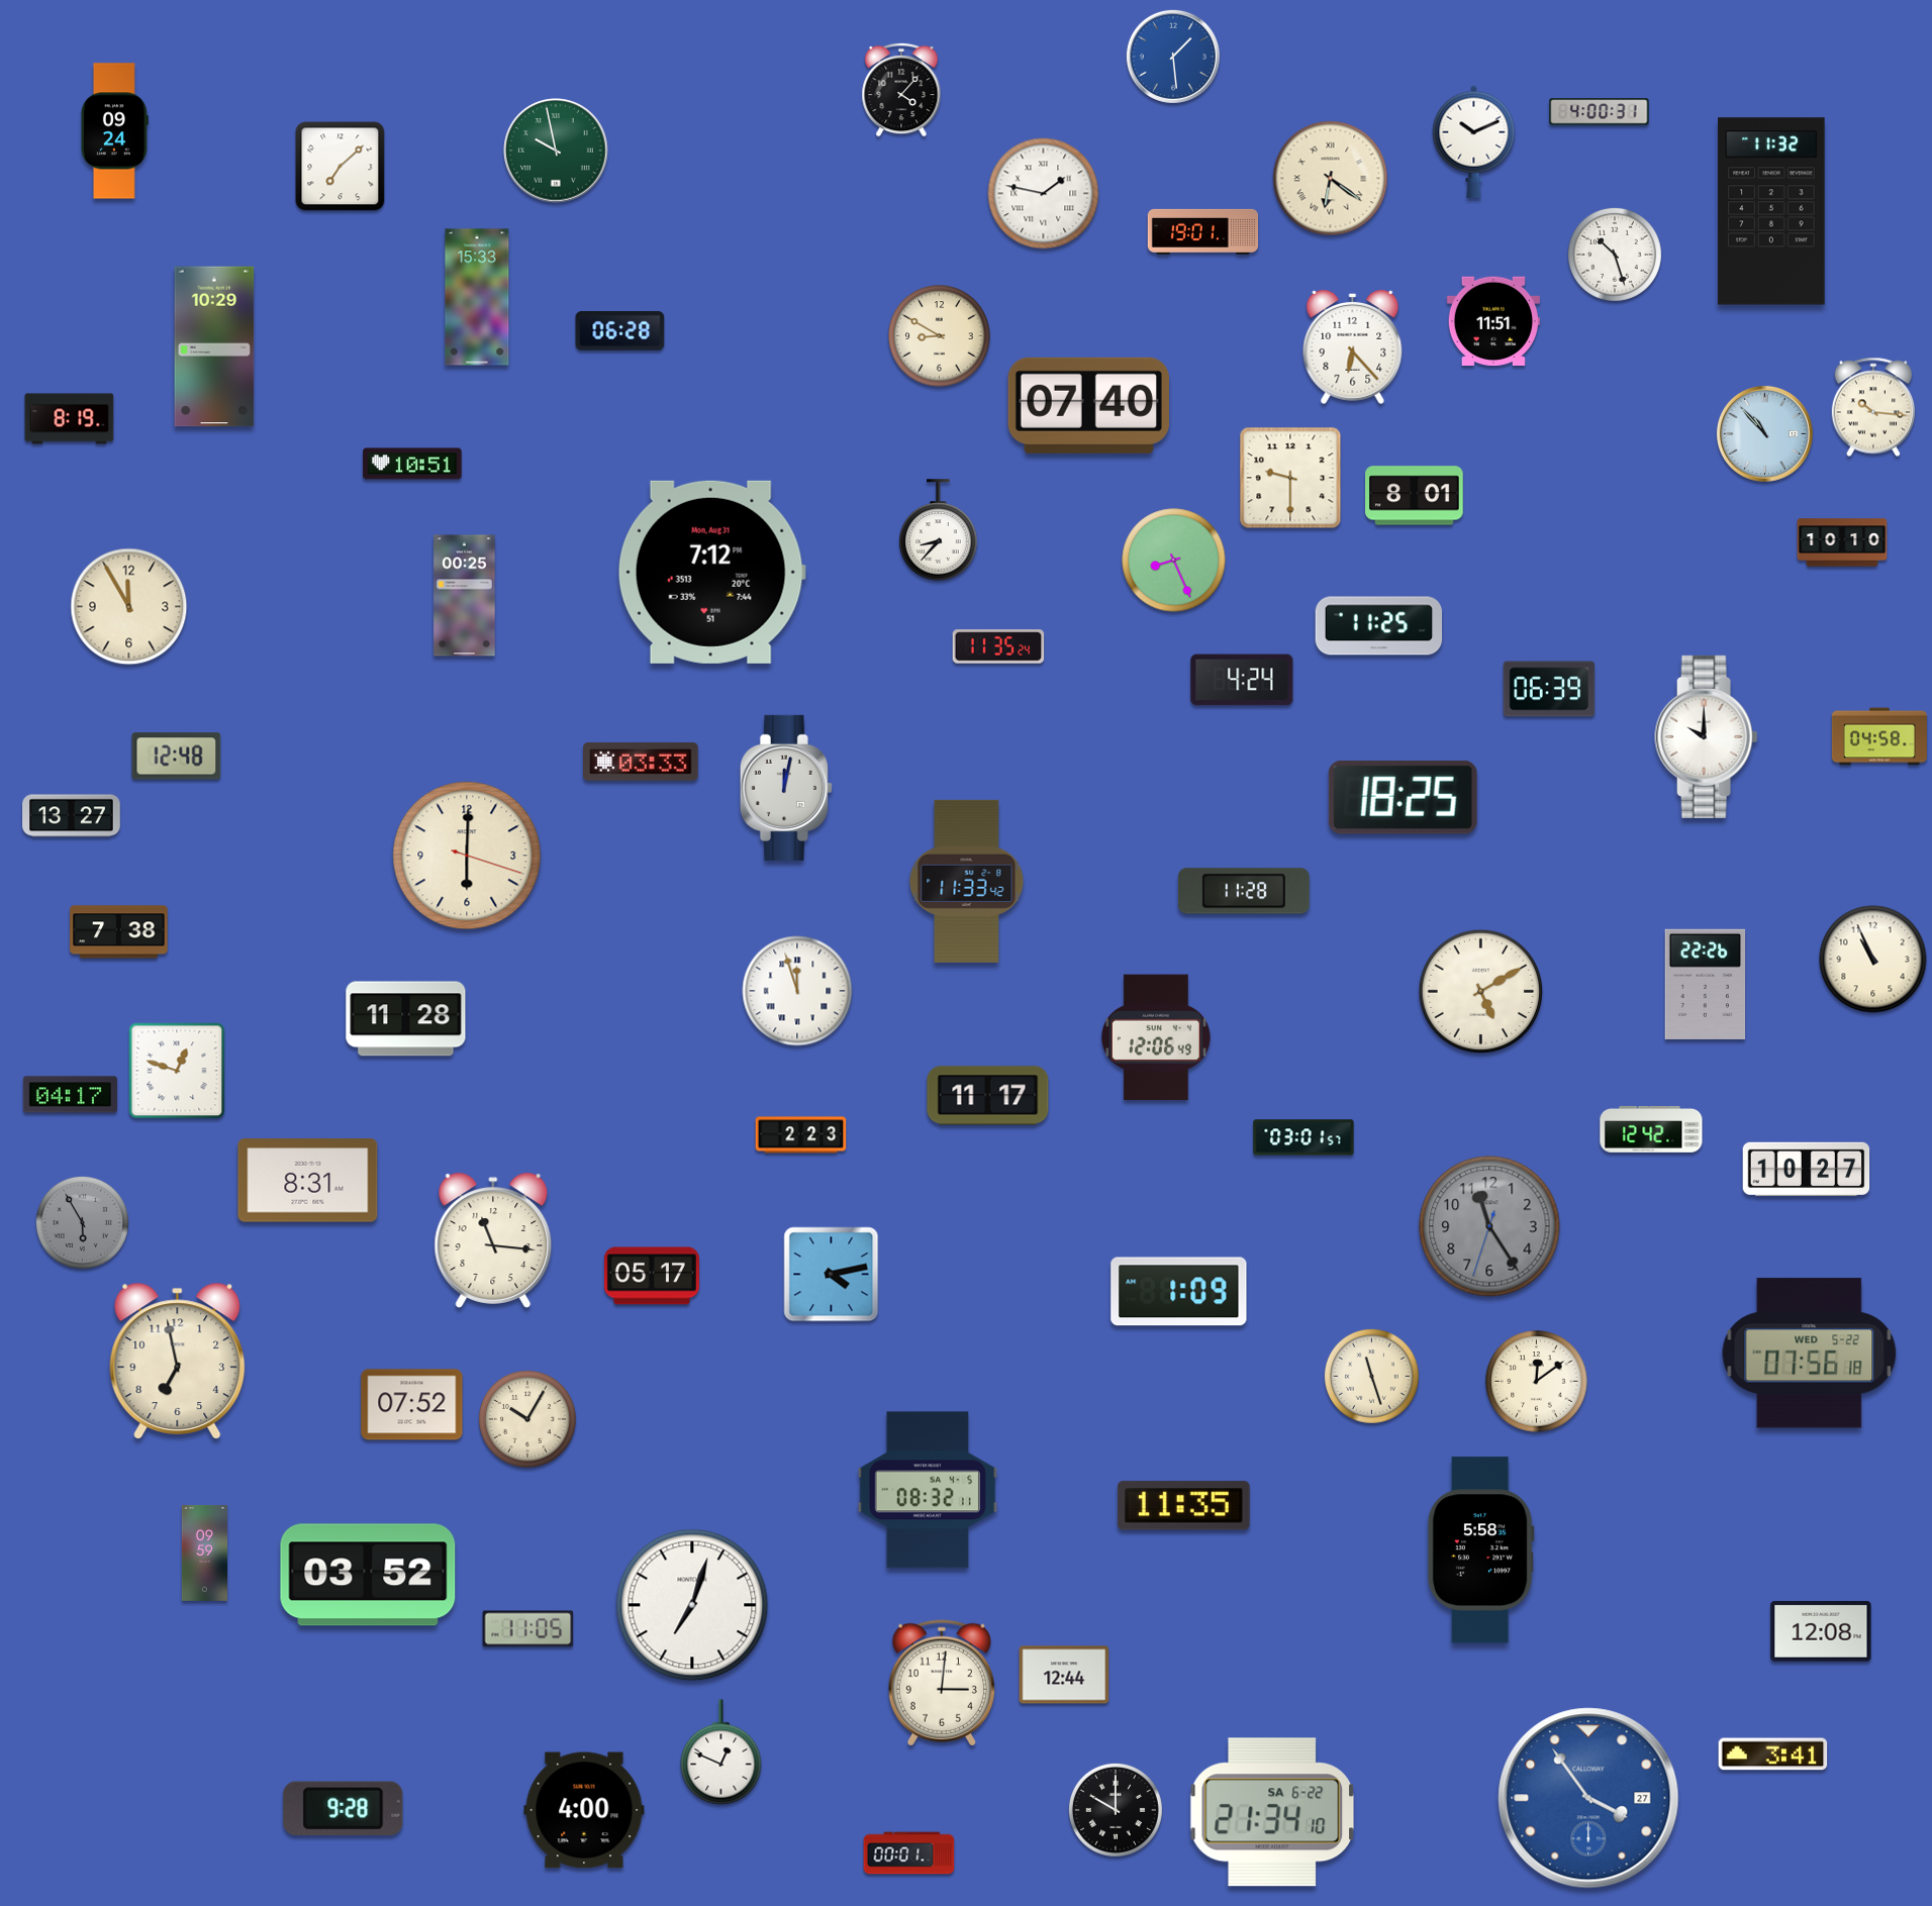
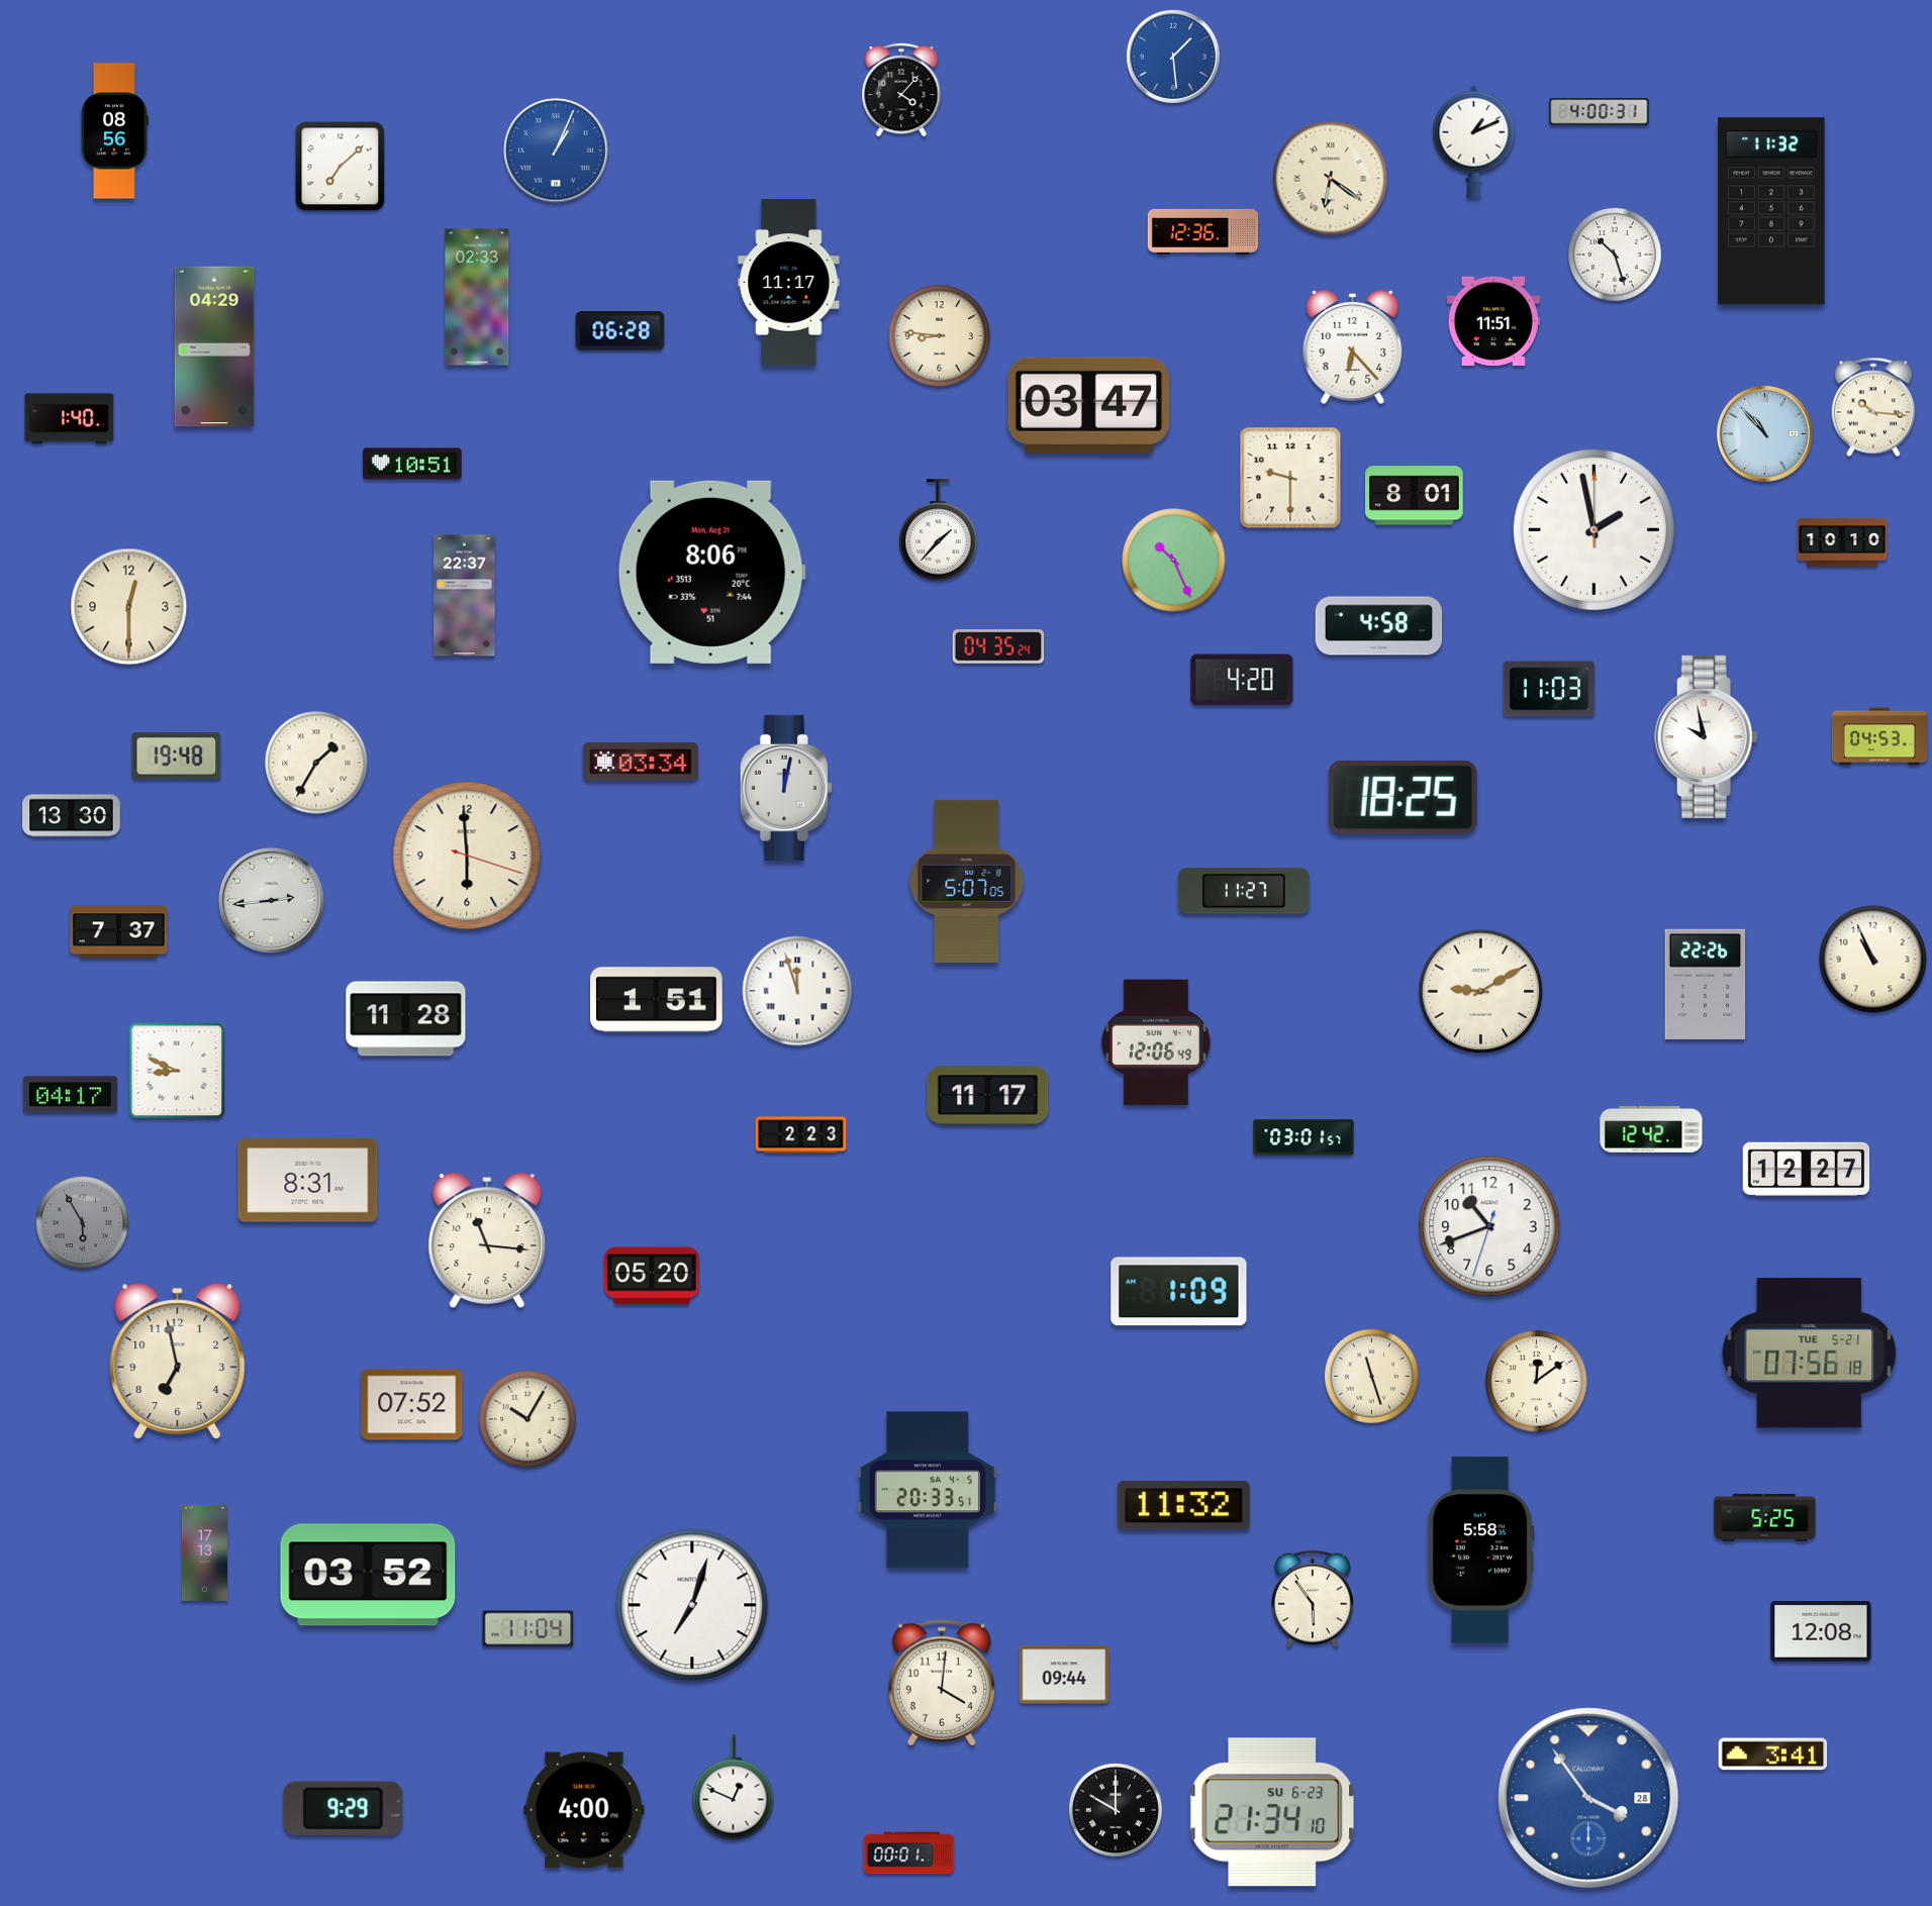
clock at (114, 131): 09:24 -> 08:56
clock at (1474, 141): 10:11 -> 1:11
clock at (556, 151): 9:58 -> 1:04
clock at (556, 151) dial: green -> blue
clock at (1044, 194): 1:47 -> none
clock at (1203, 231): 19:01 -> 12:36
clock at (789, 283): none -> 11:17
clock at (477, 297): 15:33 -> 02:33
clock at (940, 336): 8:50 -> 8:46
clock at (214, 346): 10:29 -> 04:29
clock at (1088, 405): 07:40 -> 03:47
clock at (70, 419): 8:19 -> 1:40
clock at (1593, 529): none -> 1:58
clock at (939, 530): 8:37 -> 1:37
clock at (1174, 561): 8:26 -> 10:26
clock at (711, 572): 7:12 -> 8:06
clock at (465, 596): 00:25 -> 22:37
clock at (129, 607): 11:55 -> 12:30
clock at (1379, 626): 11:25 -> 4:58
clock at (998, 646): 11:35 -> 04:35
clock at (1242, 680): 4:24 -> 4:20
clock at (1549, 689): 06:39 -> 11:03
clock at (1707, 736): 10:00 -> 9:58
clock at (1879, 736): 04:58 -> 04:53
clock at (177, 757): 12:48 -> 19:48
clock at (641, 762): 03:33 -> 03:34
clock at (316, 763): none -> 1:35
clock at (72, 816): 13:27 -> 13:30
clock at (467, 856): 6:00 -> 5:59
clock at (967, 881): 11:33 -> 5:07
clock at (1244, 891): 11:28 -> 11:27
clock at (272, 901): none -> 2:44
clock at (119, 932): 7:38 -> 7:37
clock at (1481, 992): 5:10 -> 9:10
clock at (657, 1000): none -> 1:51
clock at (1156, 1037) position: (1156, 1037) -> (1156, 1042)
clock at (177, 1071): 12:48 -> 8:49
clock at (1807, 1170): 10:27 -> 12:27
clock at (1489, 1226): 11:24 -> 10:41
clock at (1489, 1226) dial: grey -> white
clock at (493, 1240) position: (493, 1240) -> (487, 1240)
clock at (832, 1275): 4:13 -> none
clock at (652, 1276): 05:17 -> 05:20
clock at (1810, 1353) date: WED 5-22 -> TUE 5-21
clock at (927, 1490): 08:32 -> 20:33
clock at (1183, 1506): 11:35 -> 11:32
clock at (1765, 1517): none -> 5:25
clock at (205, 1552): 09:59 -> 17:13
clock at (1313, 1599): none -> 5:54
clock at (528, 1629): 11:05 -> 11:04
clock at (1064, 1675): 12:44 -> 09:44
clock at (941, 1683): 3:01 -> 4:01
clock at (721, 1752) position: (721, 1752) -> (734, 1788)
clock at (1588, 1798) date: 27 -> 28
clock at (344, 1808): 9:28 -> 9:29
clock at (1272, 1812) date: SA 6-22 -> SU 6-23
